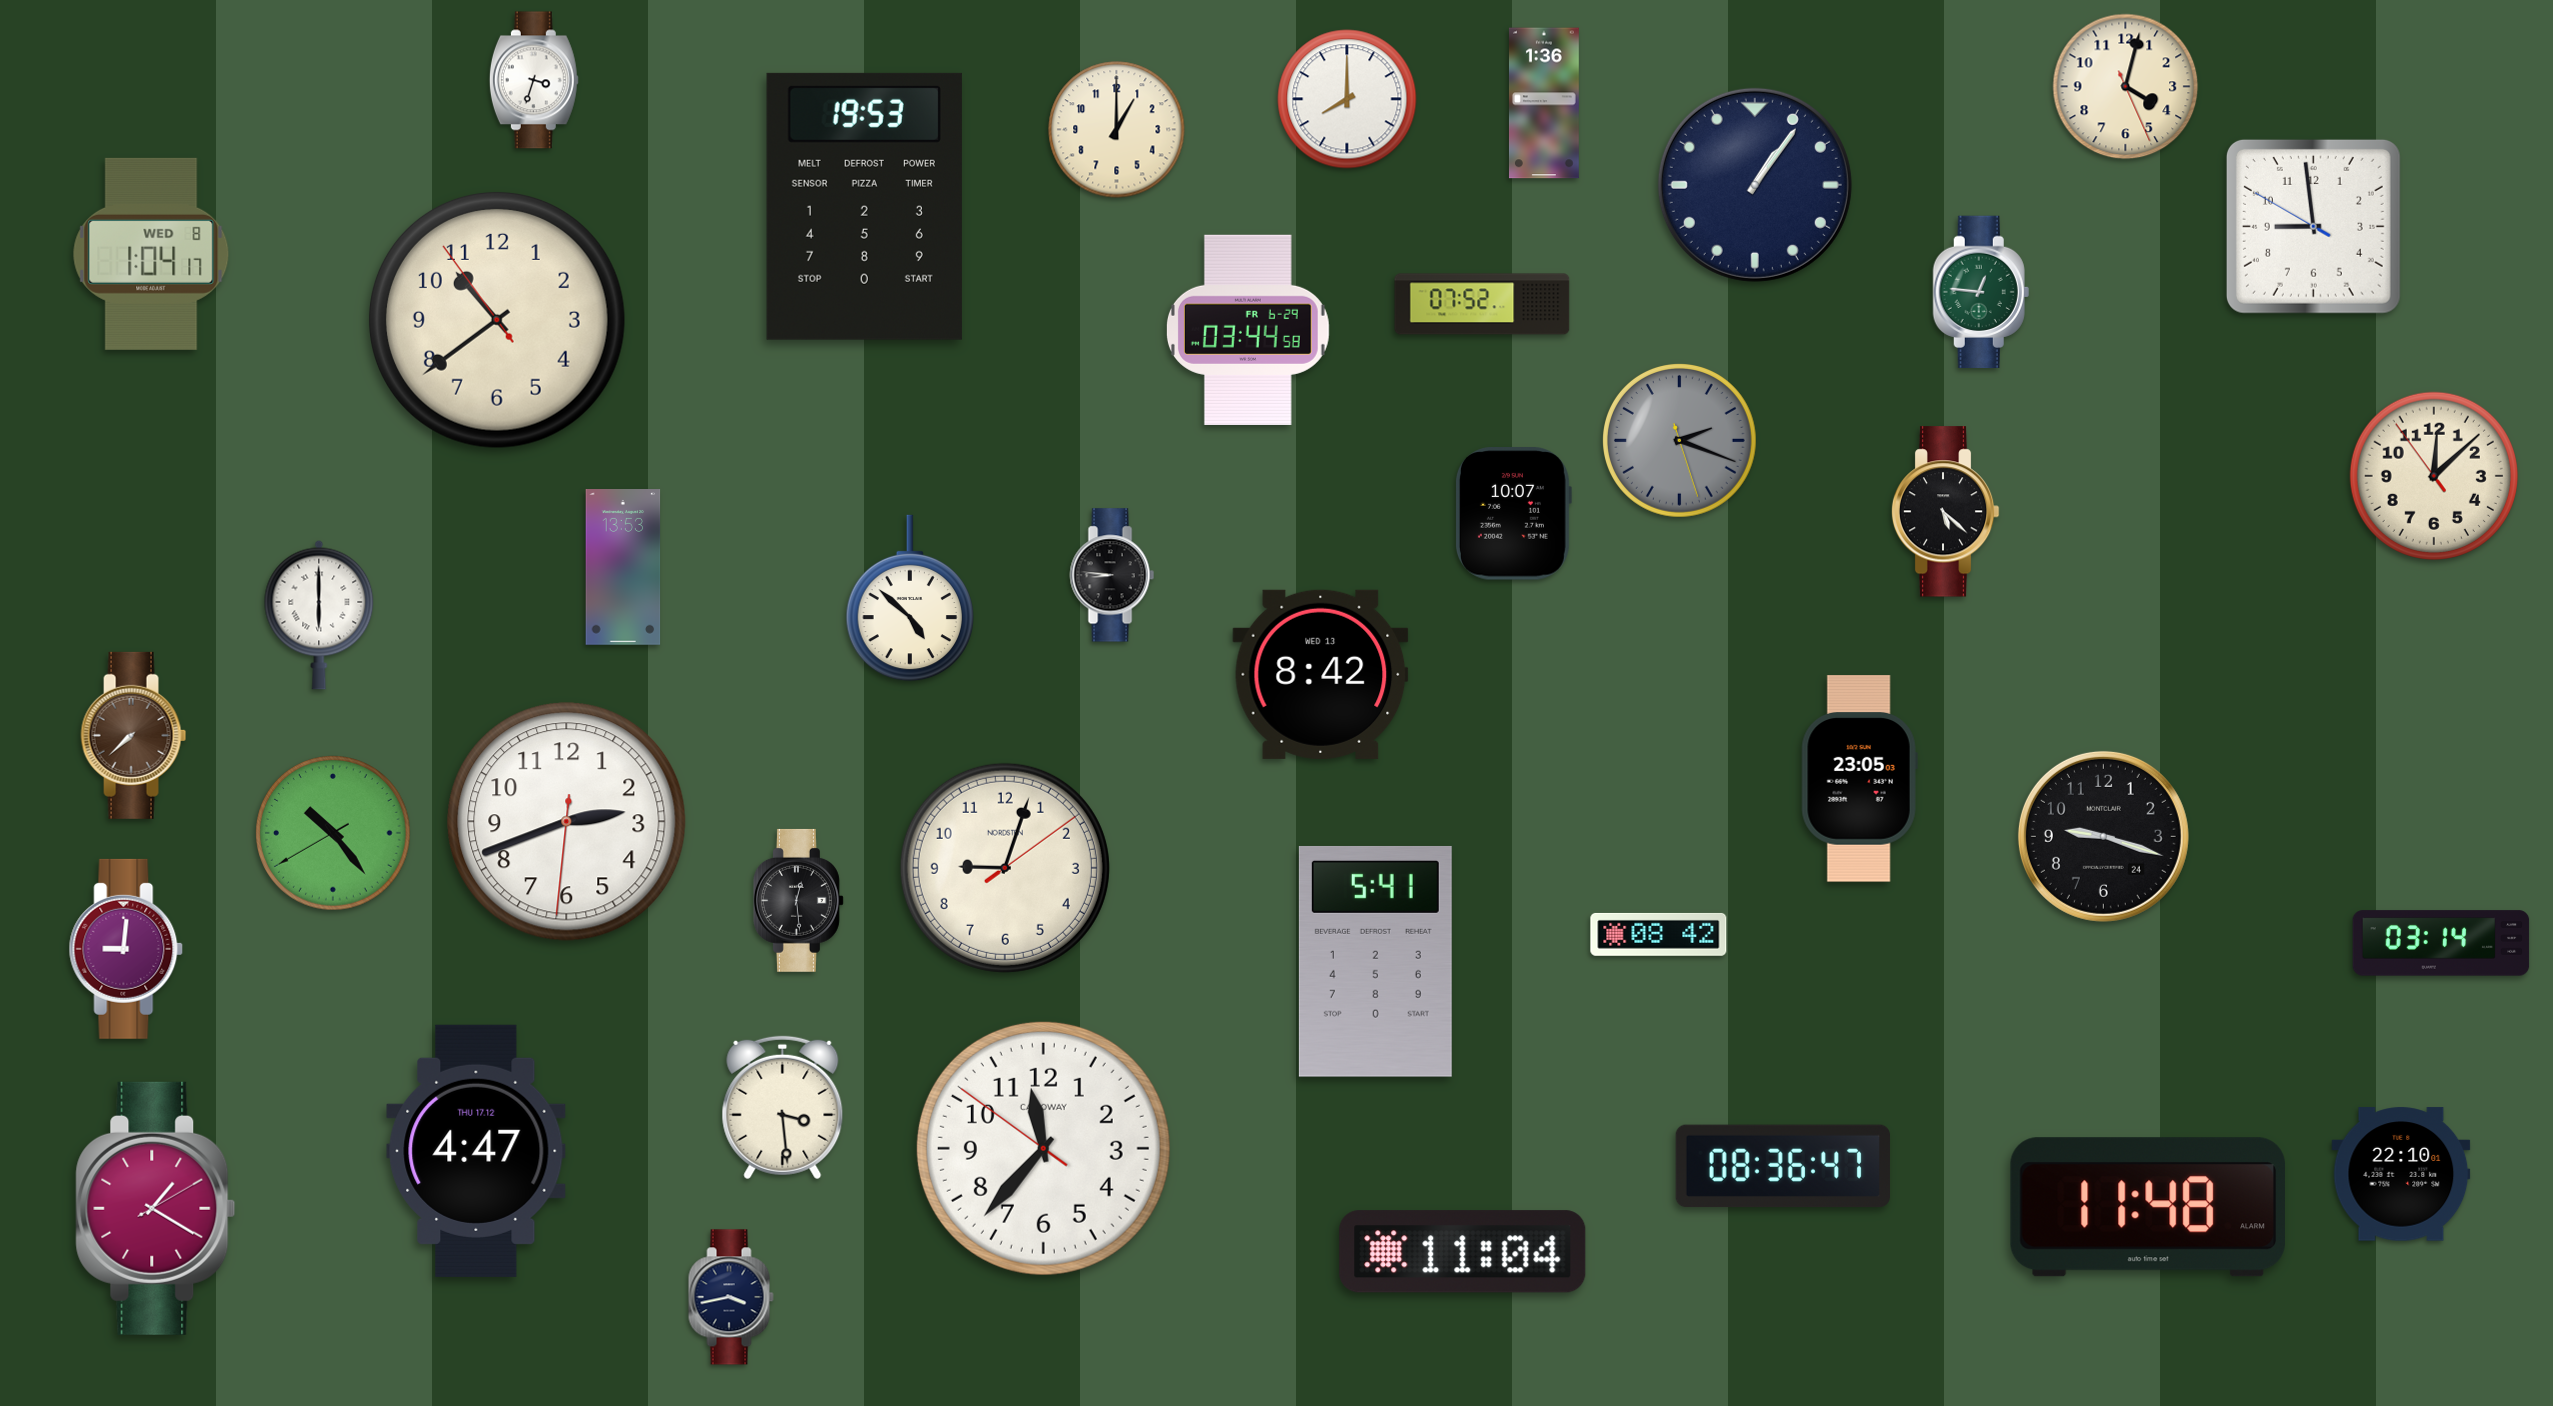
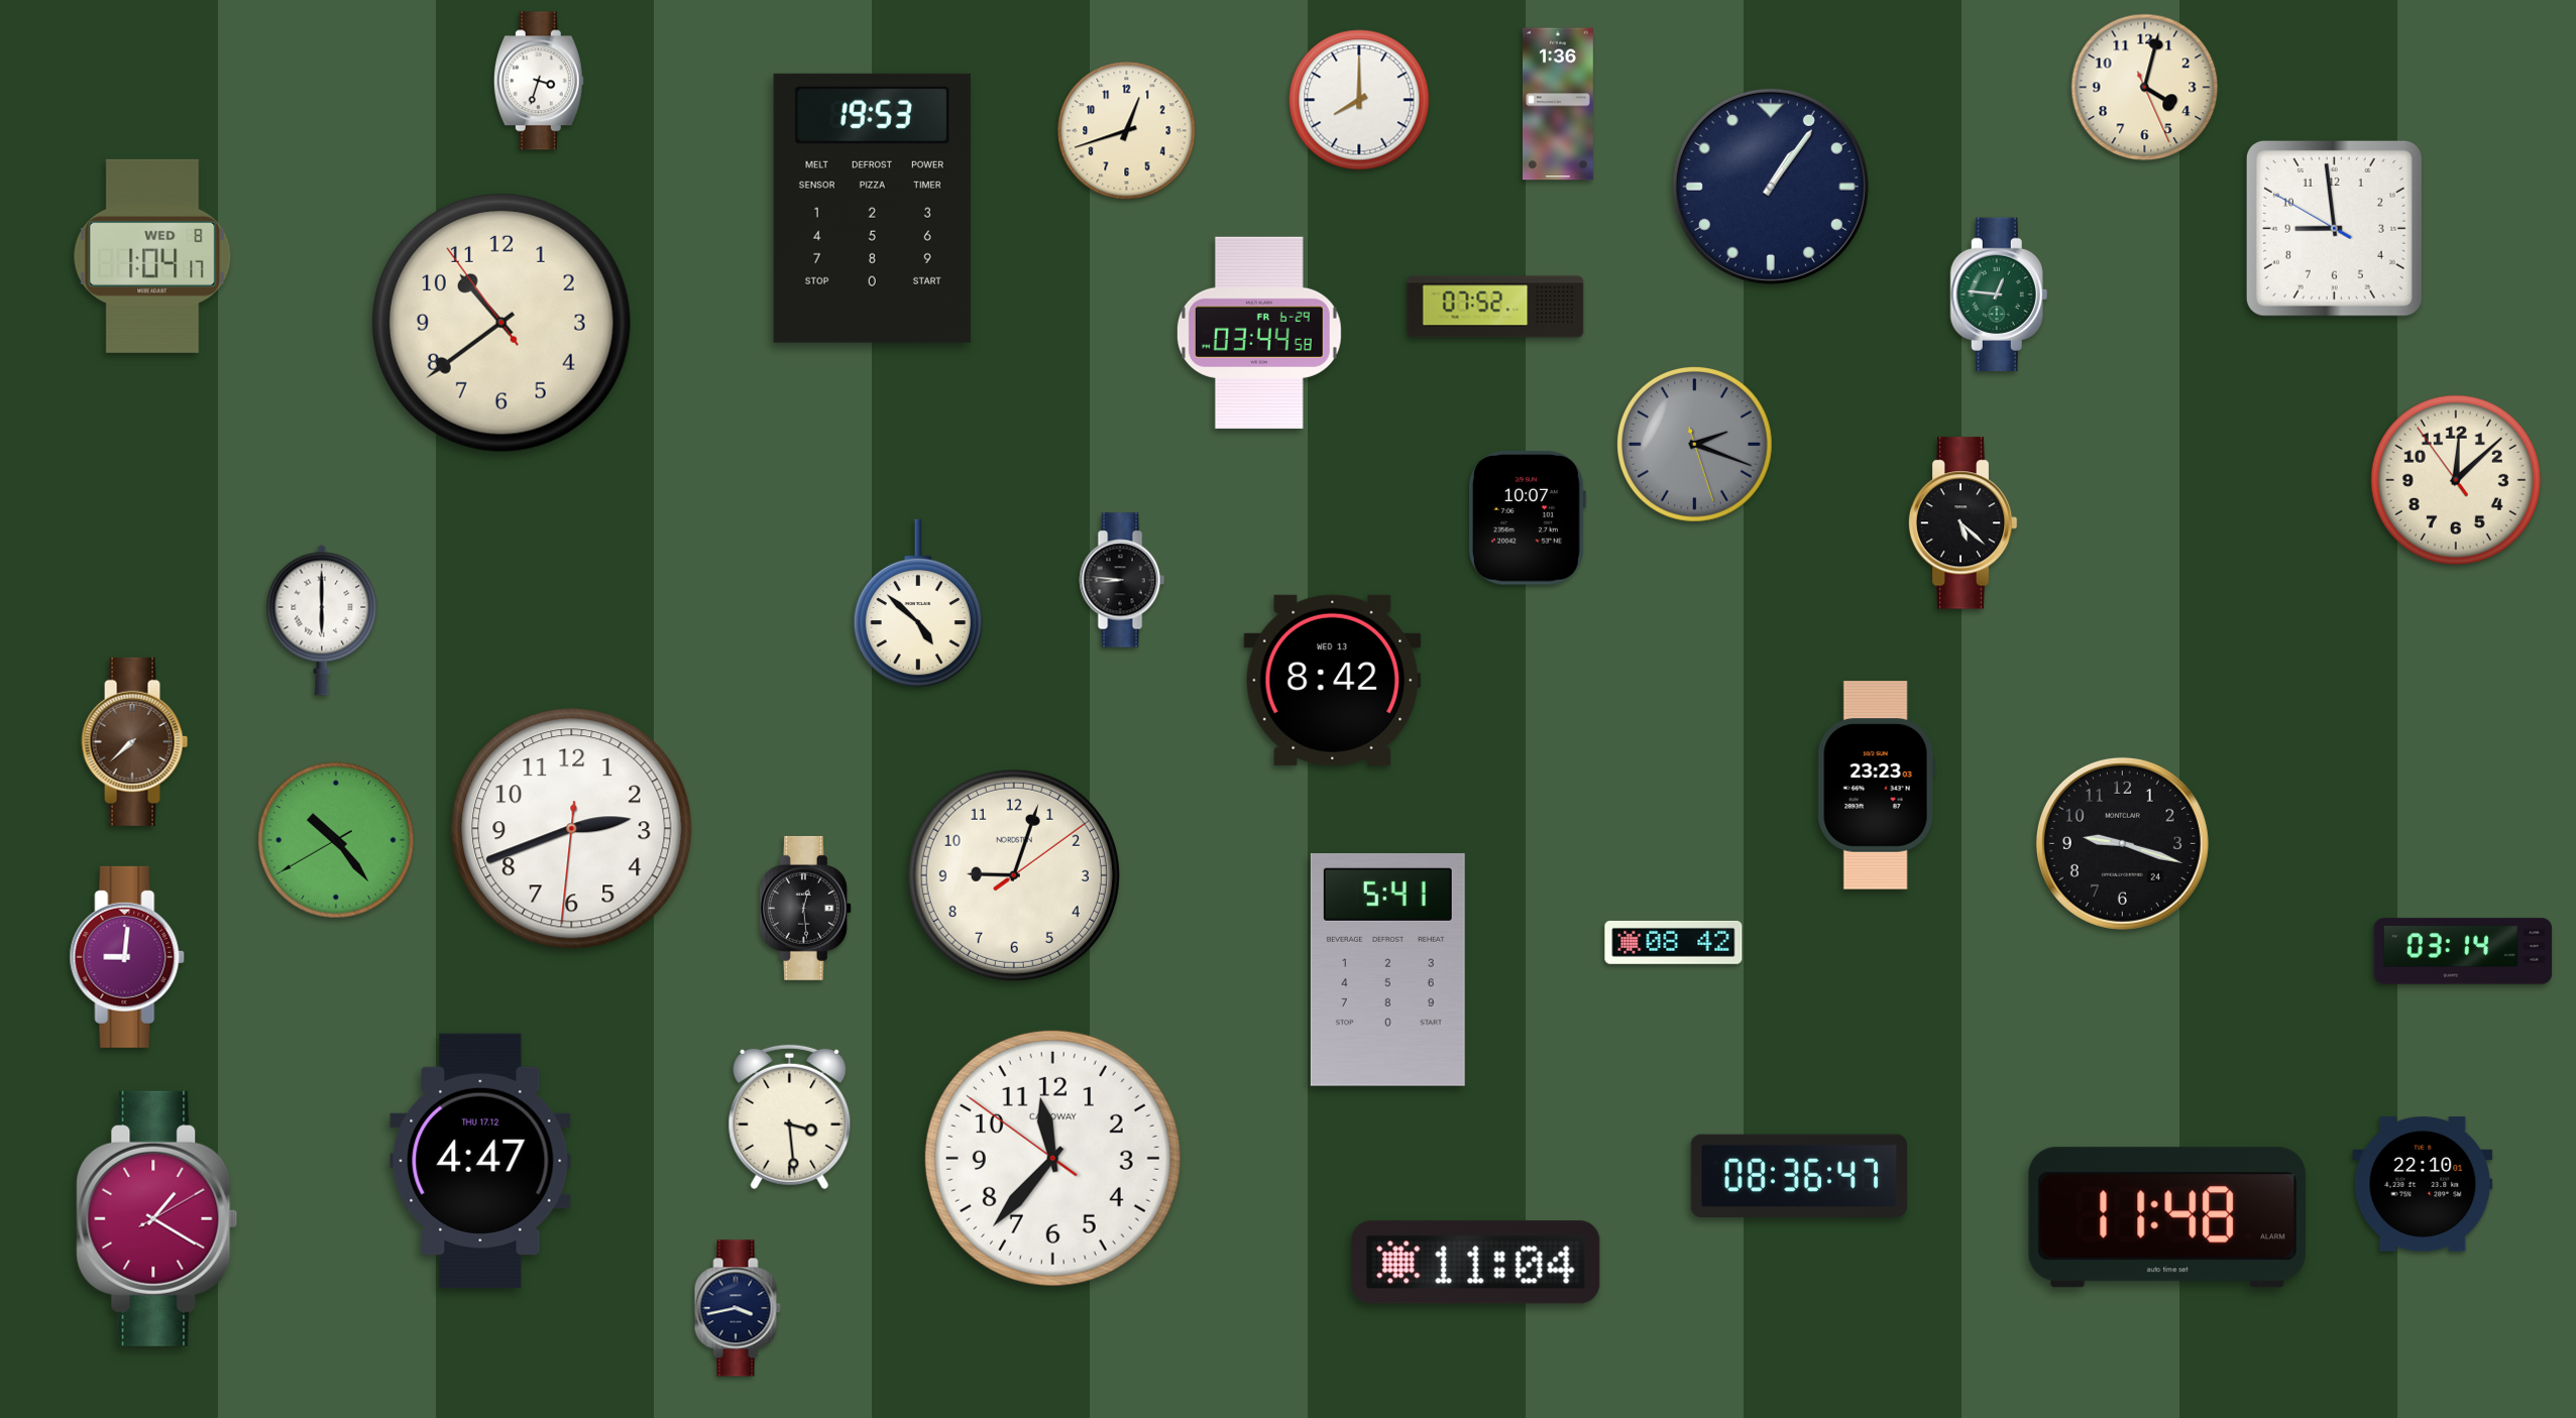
clock at (1117, 130): 1:00 -> 12:42
clock at (1945, 512) position: (1945, 512) -> (1963, 523)
clock at (623, 568): 13:53 -> none
clock at (1859, 779): 23:05 -> 23:23
